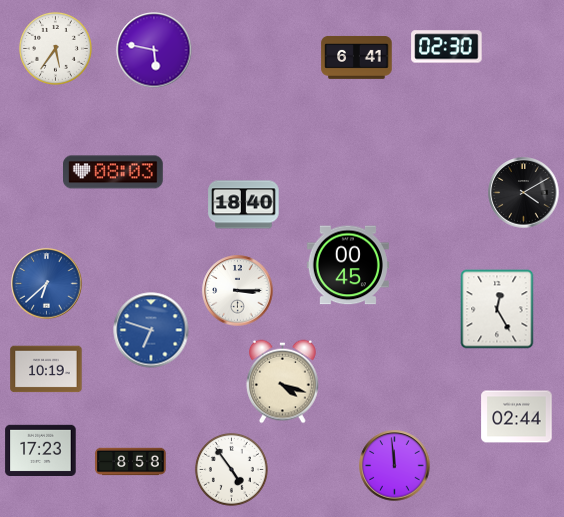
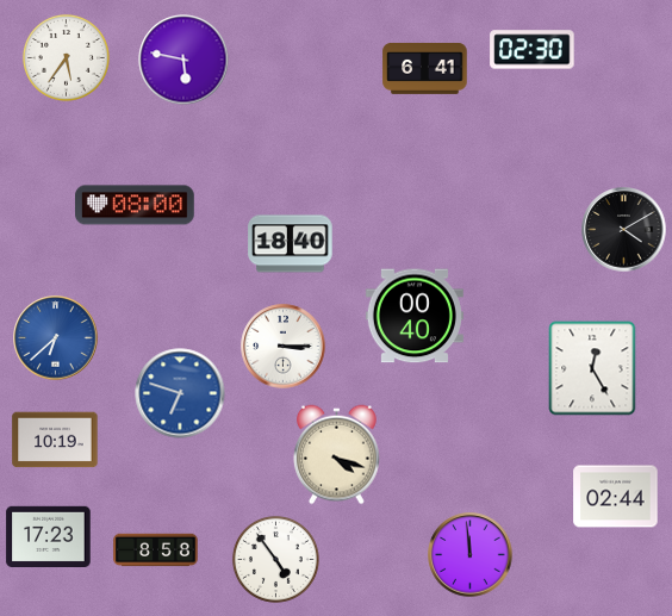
clock at (447, 47) position: (447, 47) -> (533, 50)
clock at (113, 172): 08:03 -> 08:00
clock at (348, 265): 00:45 -> 00:40
